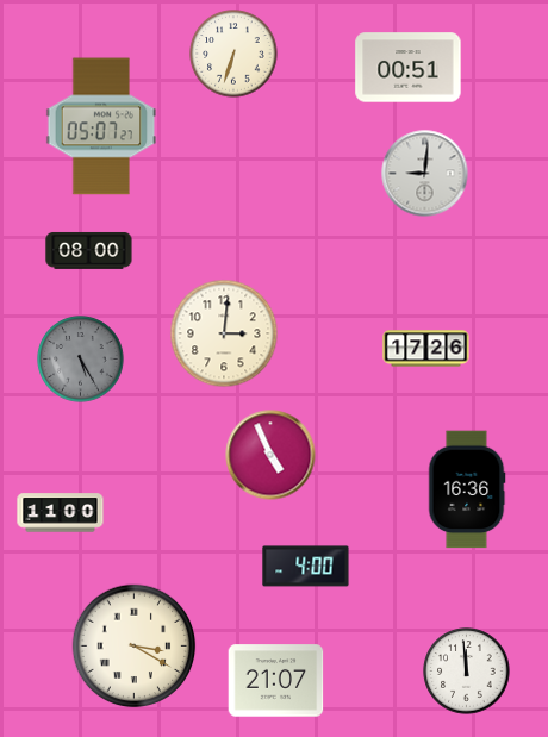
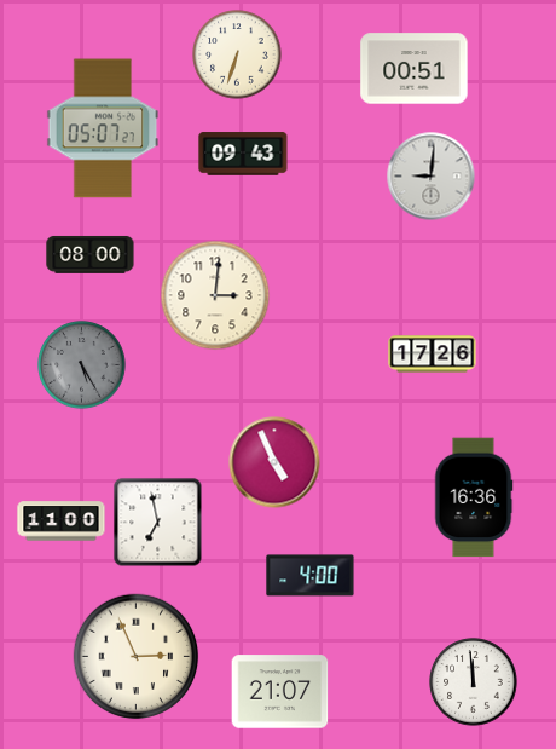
clock at (243, 154): none -> 09:43
clock at (224, 333) position: (224, 333) -> (215, 295)
clock at (158, 523): none -> 6:58
clock at (135, 647): 3:20 -> 2:56
